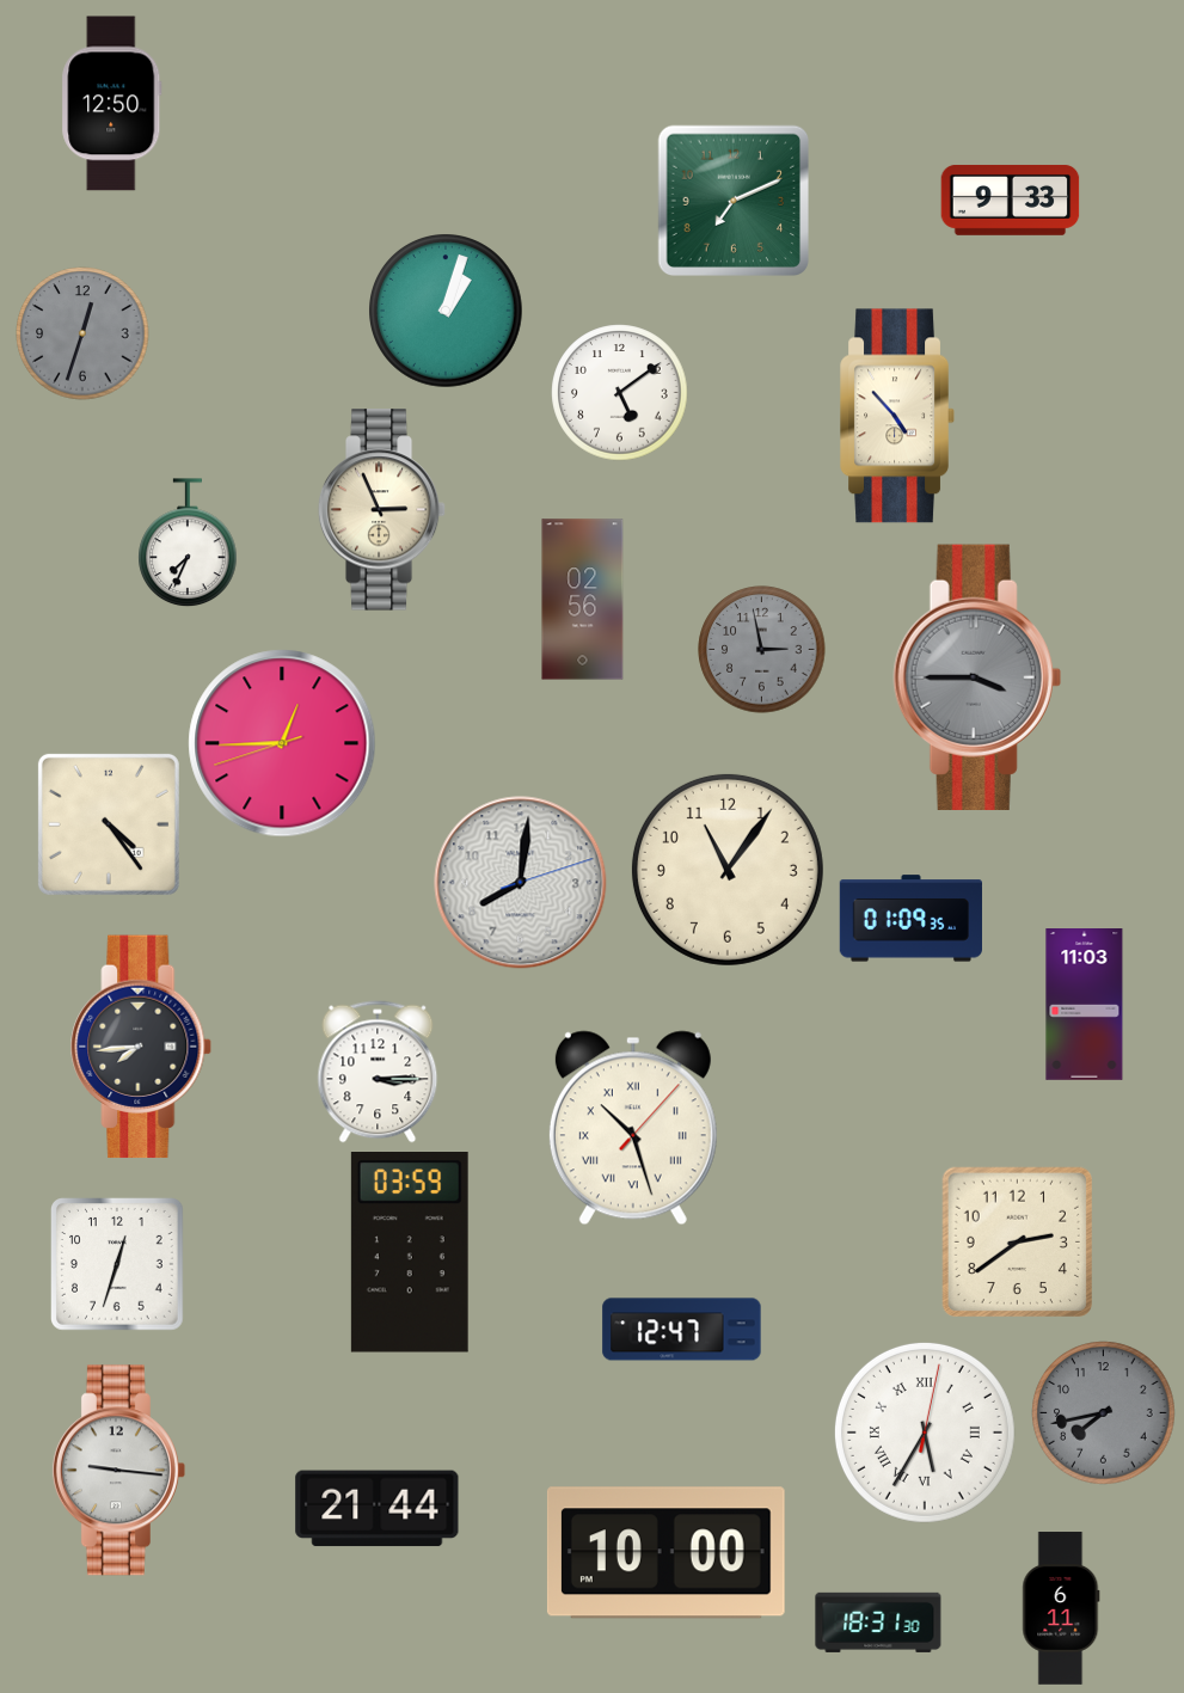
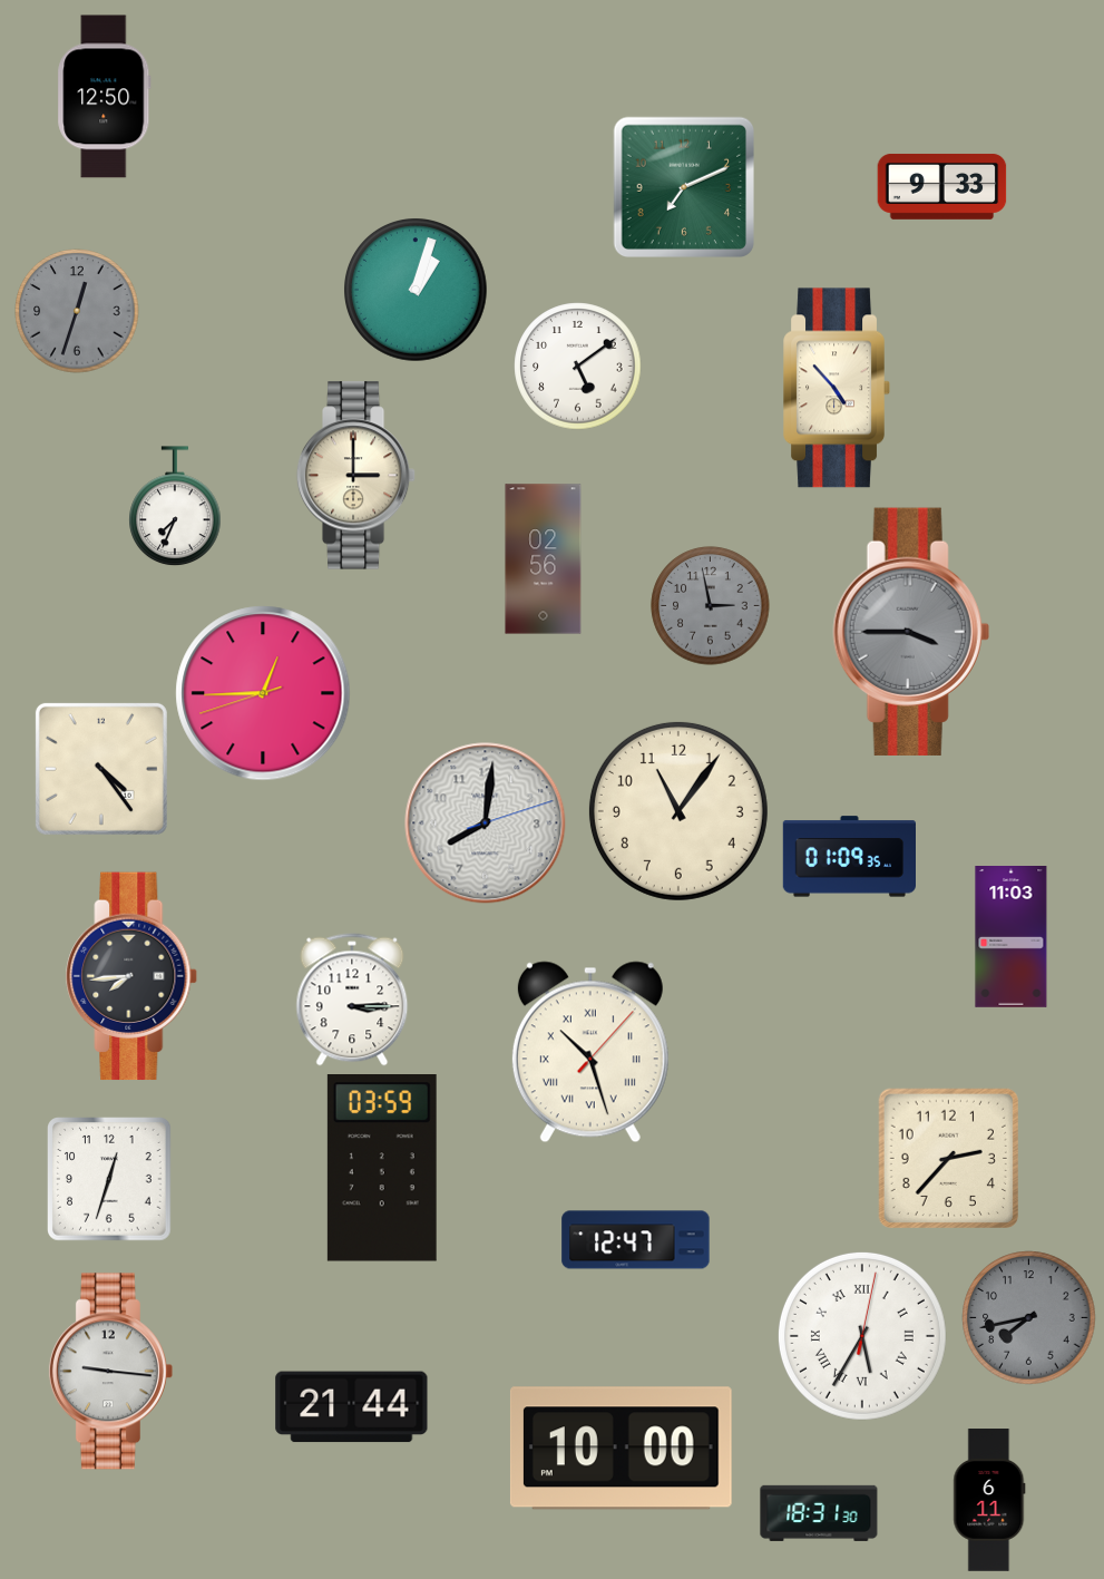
clock at (382, 510): 2:56 -> 3:00
clock at (1017, 1241): 2:39 -> 2:37
